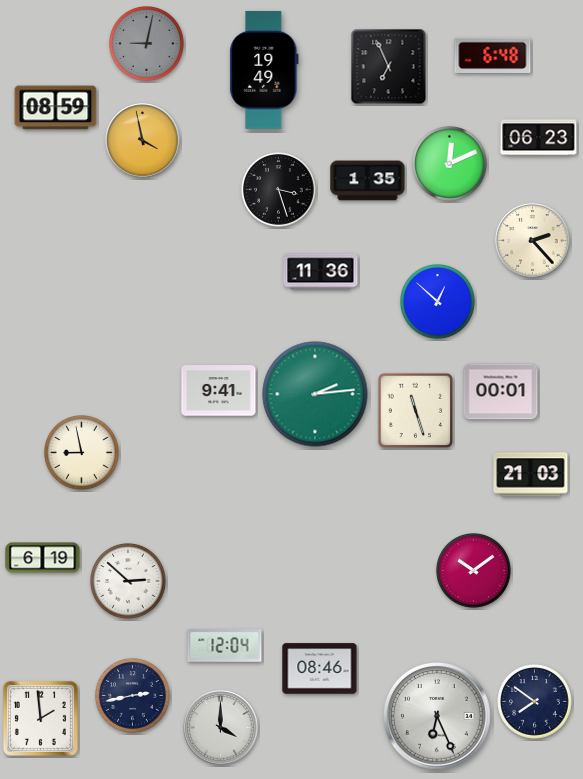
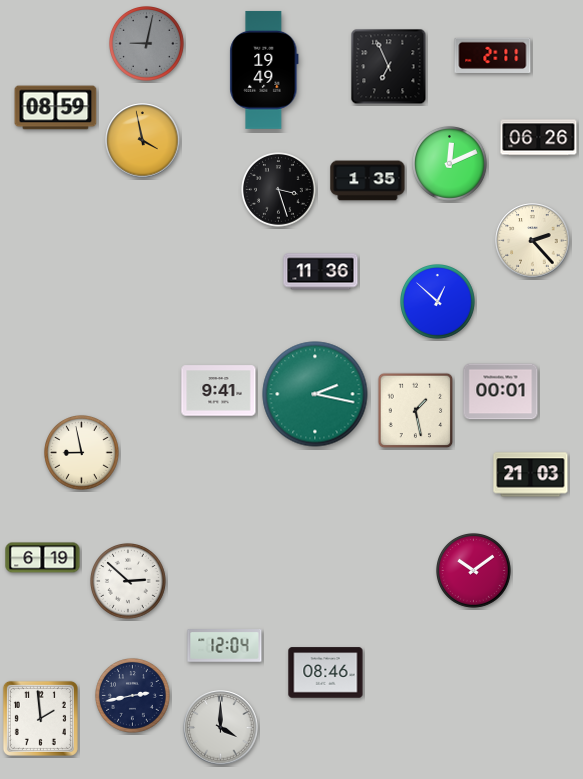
clock at (493, 55): 6:48 -> 2:11
clock at (539, 138): 06:23 -> 06:26
clock at (315, 394): 2:14 -> 2:17
clock at (416, 411): 11:27 -> 1:28
clock at (320, 669) position: (320, 669) -> (326, 673)
clock at (535, 702): 7:51 -> none
clock at (438, 717): 6:26 -> none
